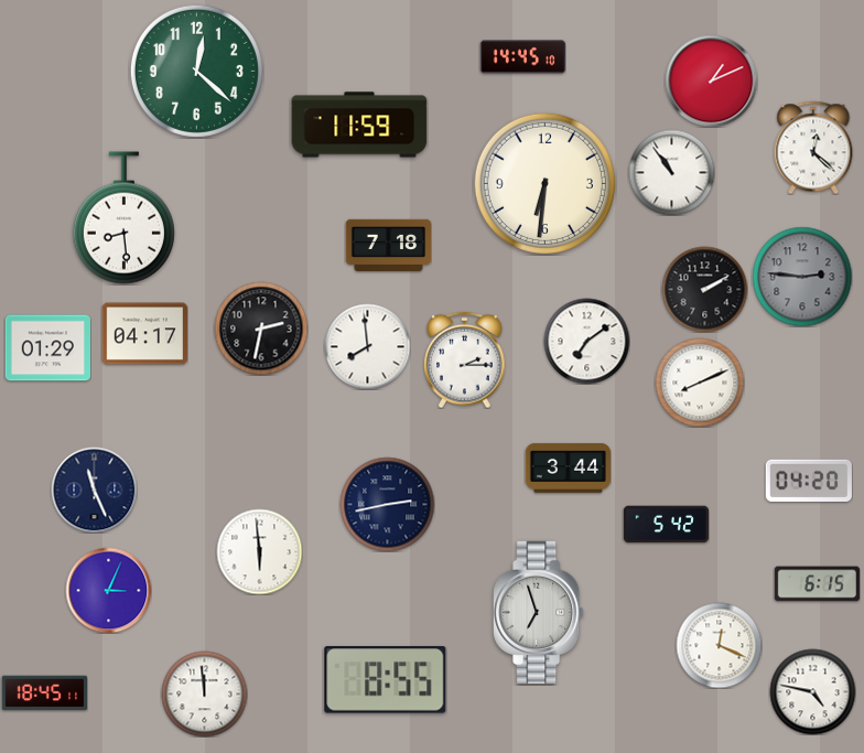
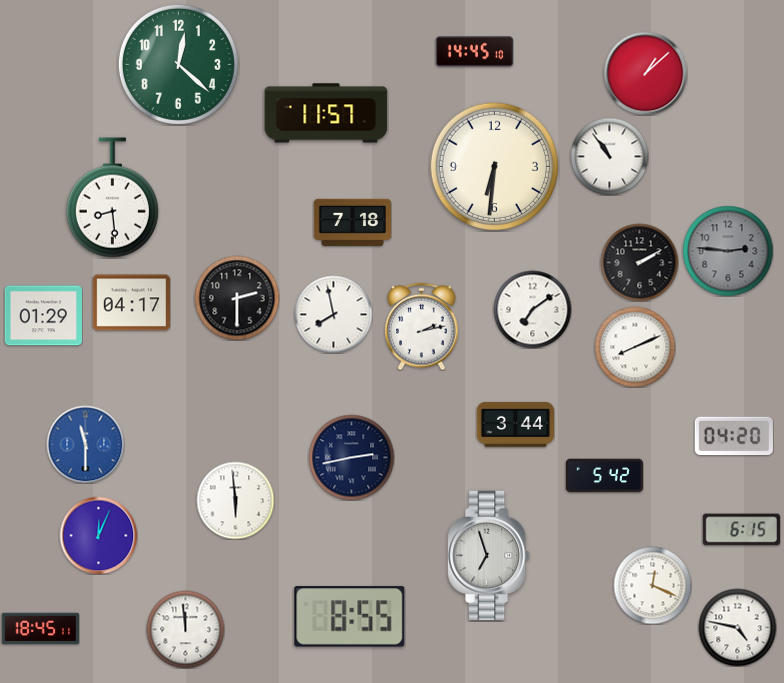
clock at (711, 80): 1:11 -> 1:08
clock at (359, 125): 11:59 -> 11:57
clock at (813, 148): 12:22 -> none
clock at (261, 329): 2:32 -> 2:30
clock at (367, 346): 7:59 -> 7:58
clock at (465, 359): 2:15 -> 2:13
clock at (94, 490): 11:26 -> 11:30
clock at (94, 490) dial: navy -> blue
clock at (108, 590): 3:04 -> 12:04
